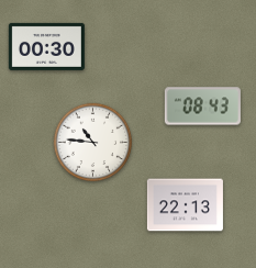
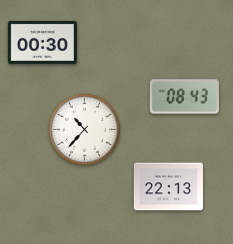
clock at (92, 142): 10:46 -> 10:37
